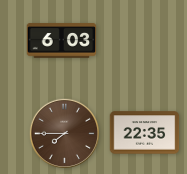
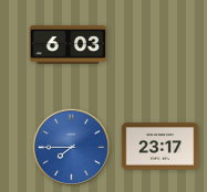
clock at (64, 133) dial: brown -> blue
clock at (145, 133): 22:35 -> 23:17
